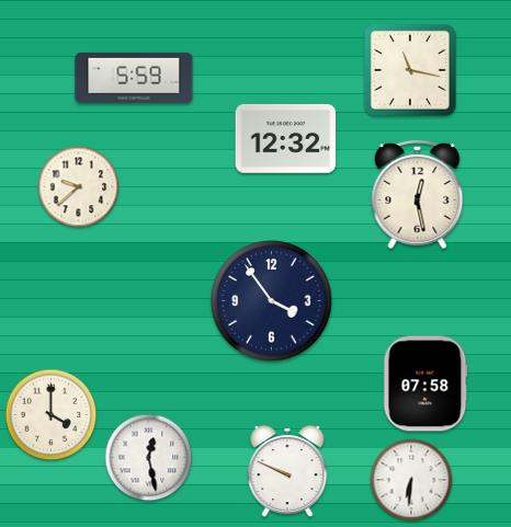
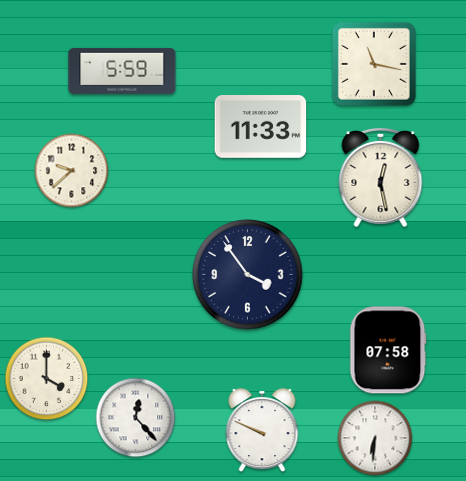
clock at (286, 139): 12:32 -> 11:33
clock at (149, 458): 12:28 -> 12:23
